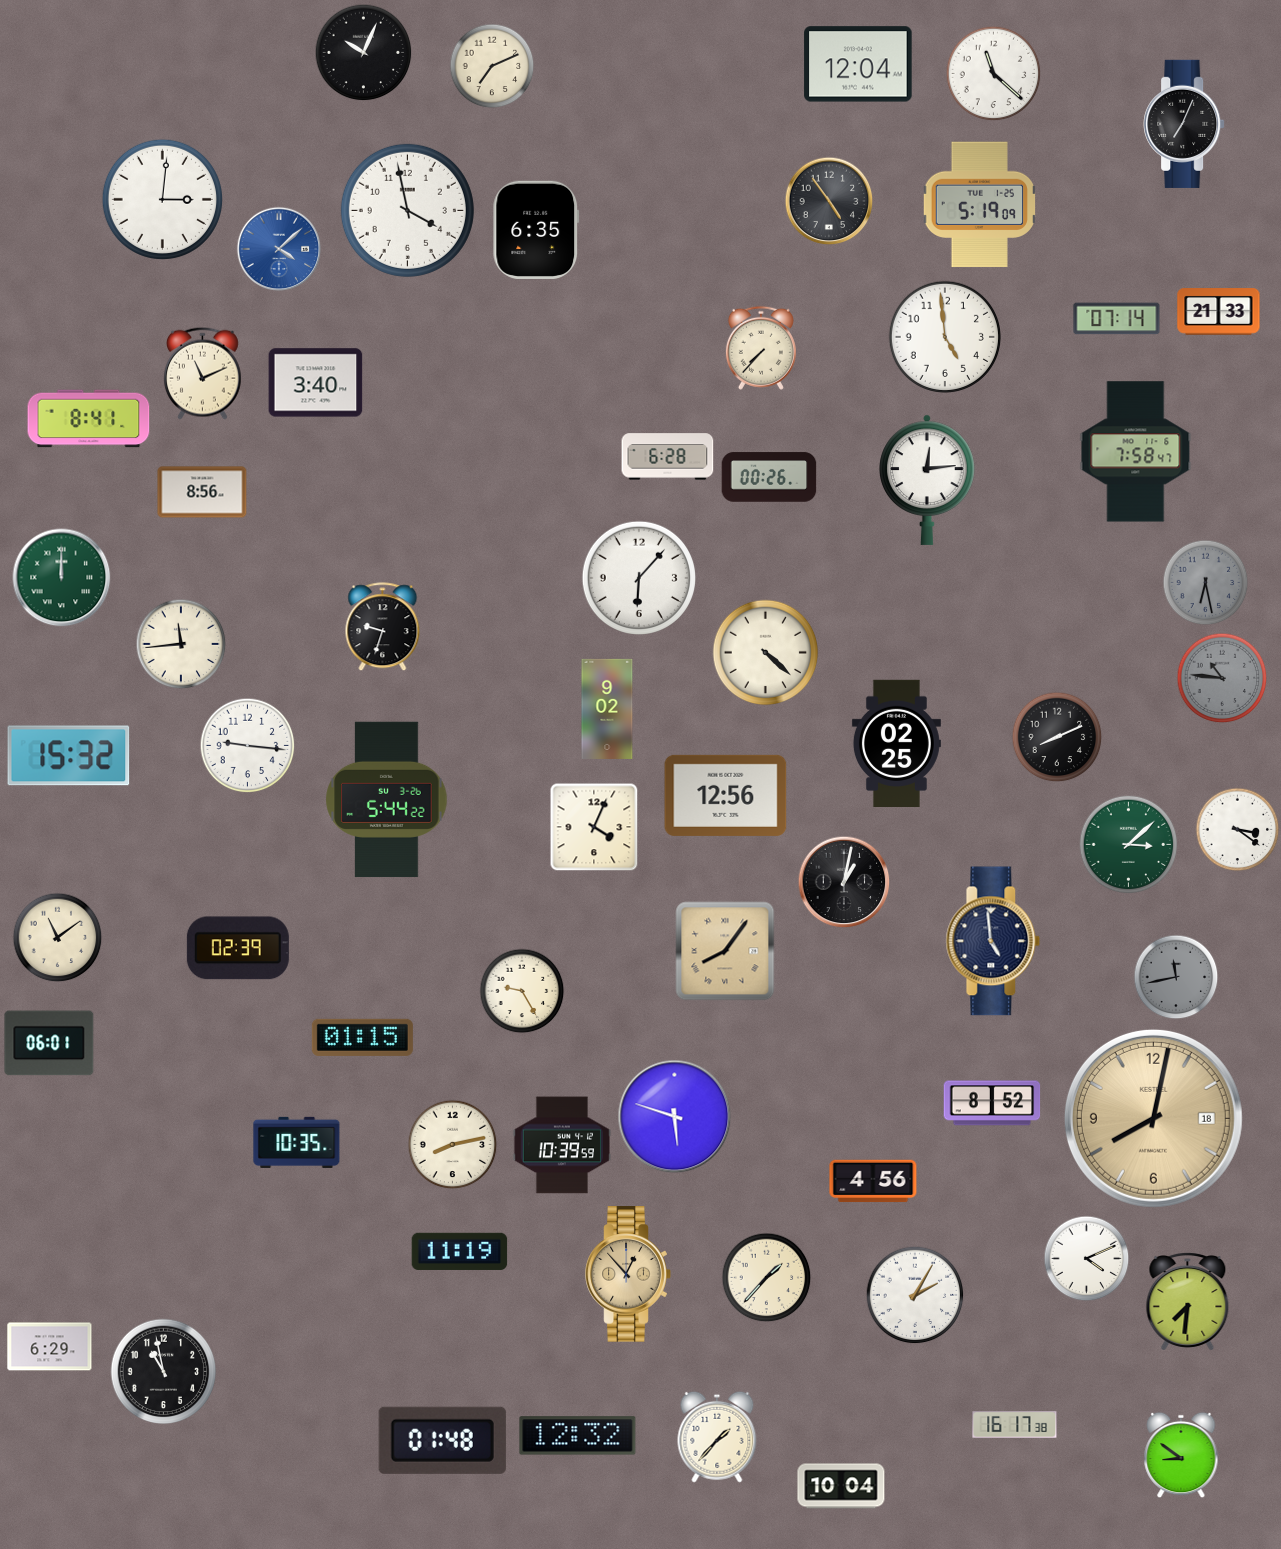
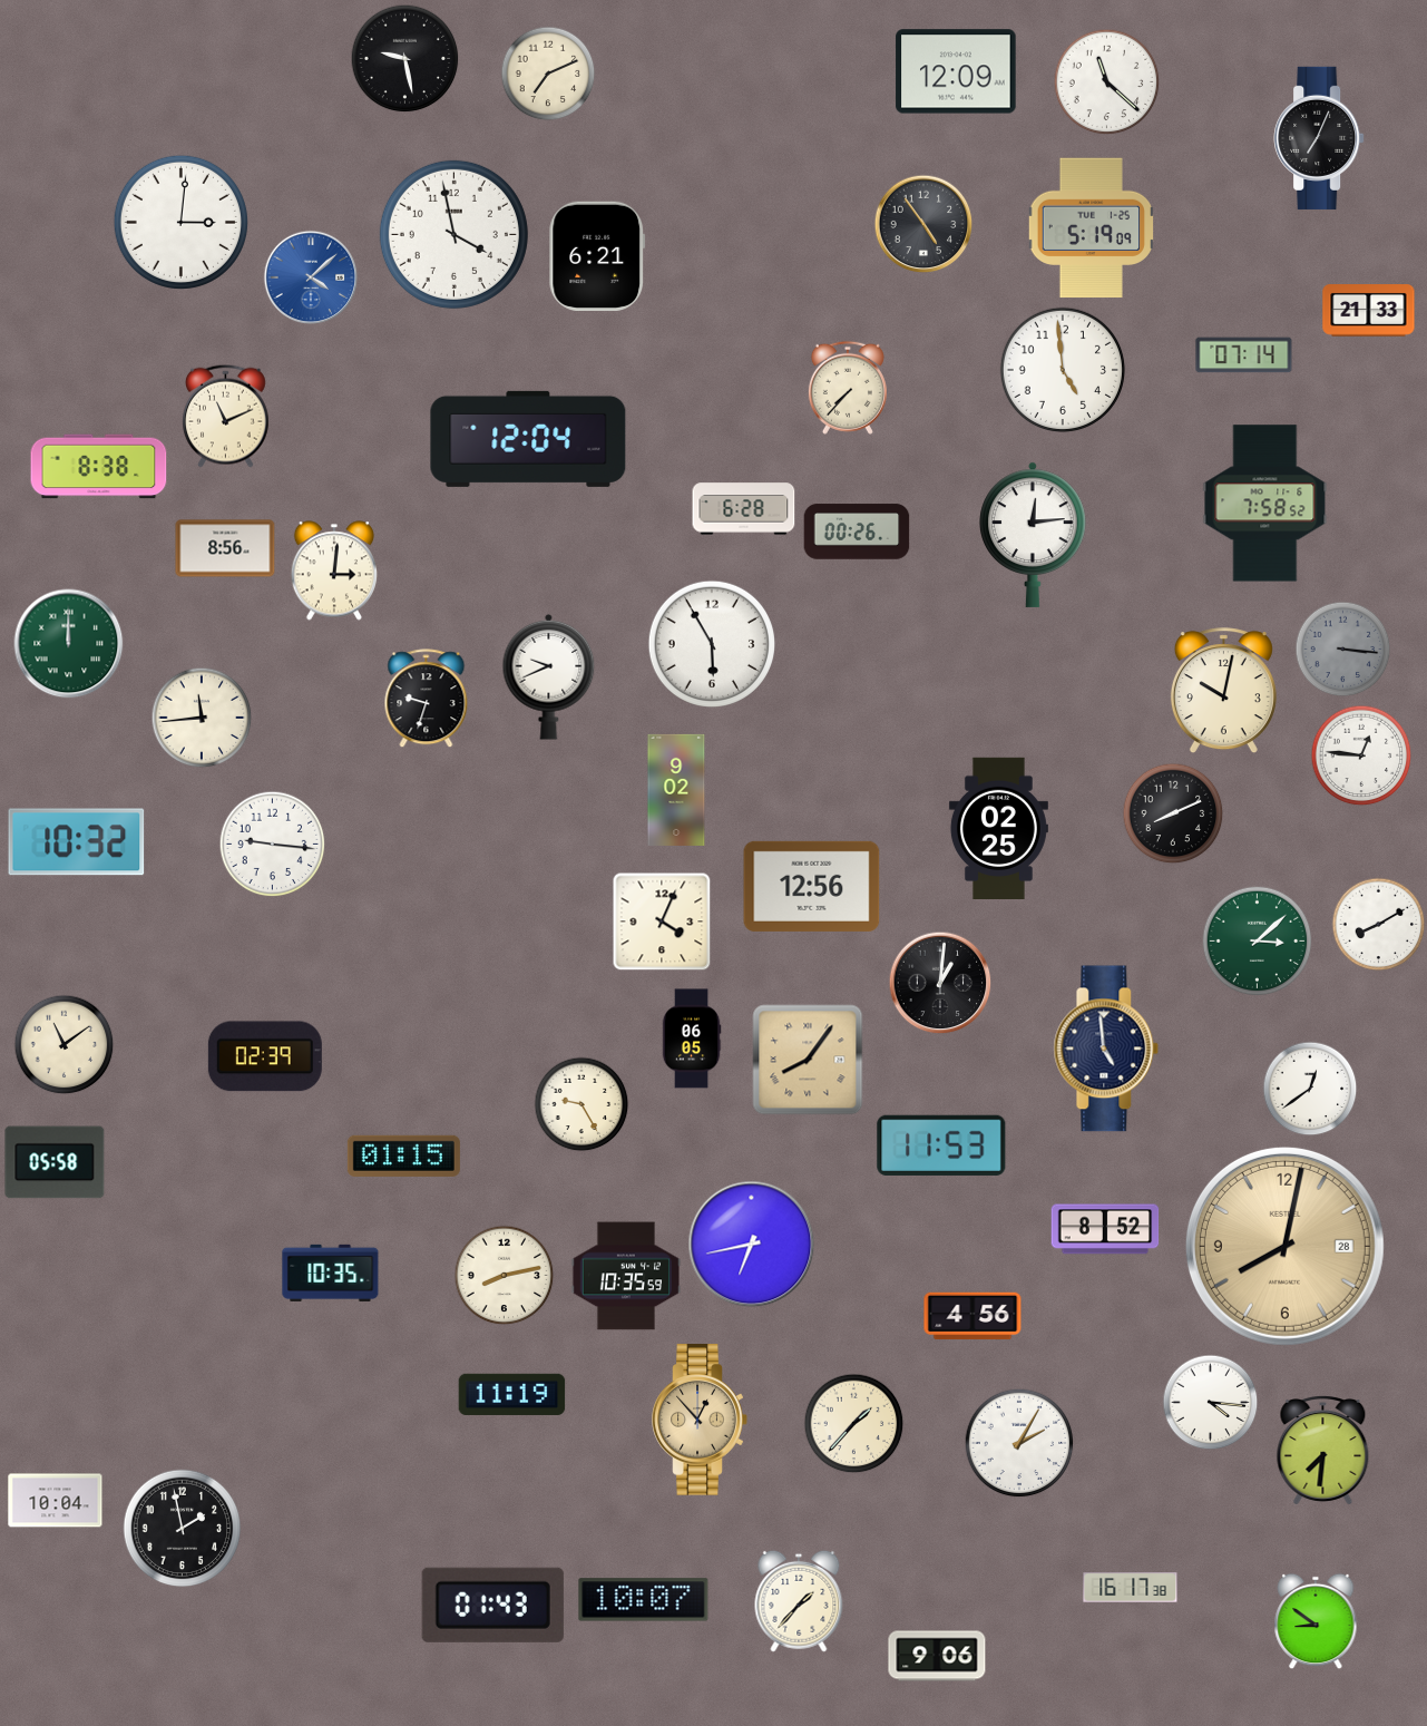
clock at (364, 53): 10:04 -> 9:28
clock at (858, 64): 12:04 -> 12:09
clock at (536, 230): 6:35 -> 6:21
clock at (1219, 312) position: (1219, 312) -> (1369, 311)
clock at (944, 336) position: (944, 336) -> (1062, 369)
clock at (316, 383): 3:40 -> none
clock at (528, 439): none -> 12:04
clock at (89, 419): 8:41 -> 8:38
clock at (1136, 452): 7:58:47 -> 7:58:52
clock at (333, 571): none -> 3:01
clock at (638, 577): 6:07 -> 5:55
clock at (1206, 583): 6:28 -> 3:16
clock at (549, 676): none -> 9:41
clock at (1223, 691): none -> 10:02
clock at (766, 653): 4:22 -> none
clock at (1222, 678): 10:46 -> 12:46
clock at (1222, 678) dial: grey -> white
clock at (1057, 737) position: (1057, 737) -> (1173, 813)
clock at (248, 746) position: (248, 746) -> (273, 845)
clock at (69, 756): 15:32 -> 10:32
clock at (726, 795) position: (726, 795) -> (812, 886)
clock at (387, 800): 5:44 -> none
clock at (1238, 830): 3:21 -> 8:10
clock at (844, 882): 1:02 -> 1:01
clock at (692, 1038): none -> 06:05
clock at (1176, 977): 11:43 -> 12:39
clock at (1176, 977) dial: grey -> white
clock at (941, 1145): none -> 11:53
clock at (49, 1043): 06:01 -> 05:58
clock at (675, 1117): 5:48 -> 6:43
clock at (1153, 1118) date: 18 -> 28
clock at (561, 1145): 10:39 -> 10:35
clock at (1087, 1259): 4:11 -> 4:16
clock at (50, 1347): 6:29 -> 10:04
clock at (164, 1372): 10:58 -> 1:58
clock at (578, 1436): 12:32 -> 10:07
clock at (442, 1440): 01:48 -> 01:43
clock at (841, 1486): 10:04 -> 9:06
